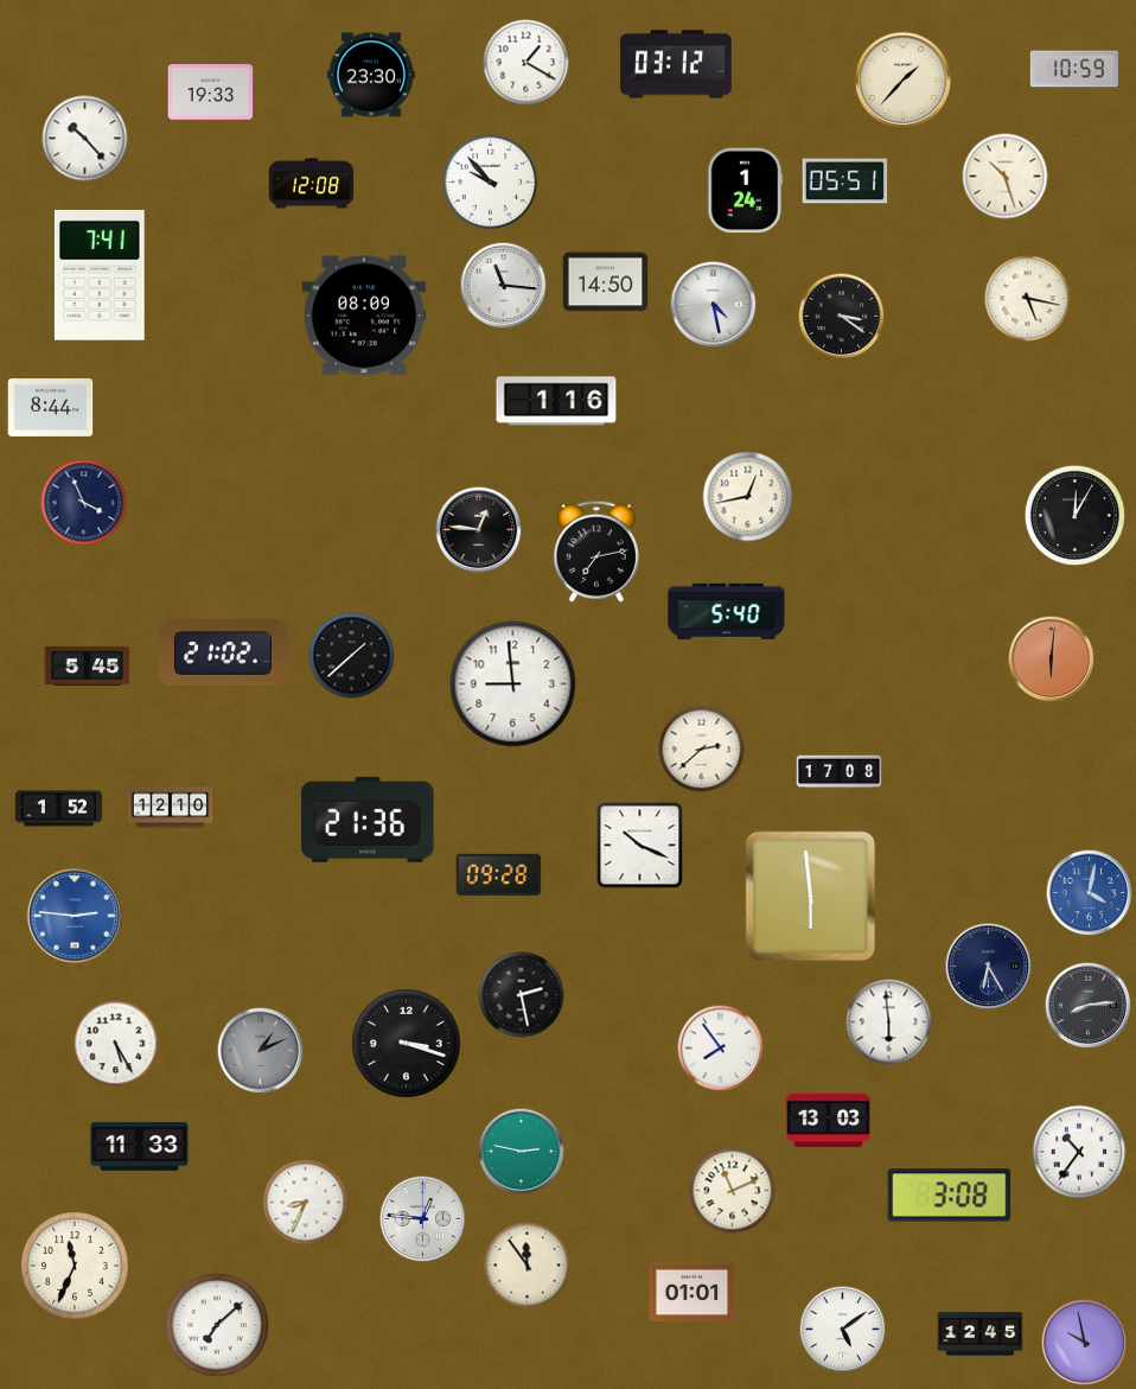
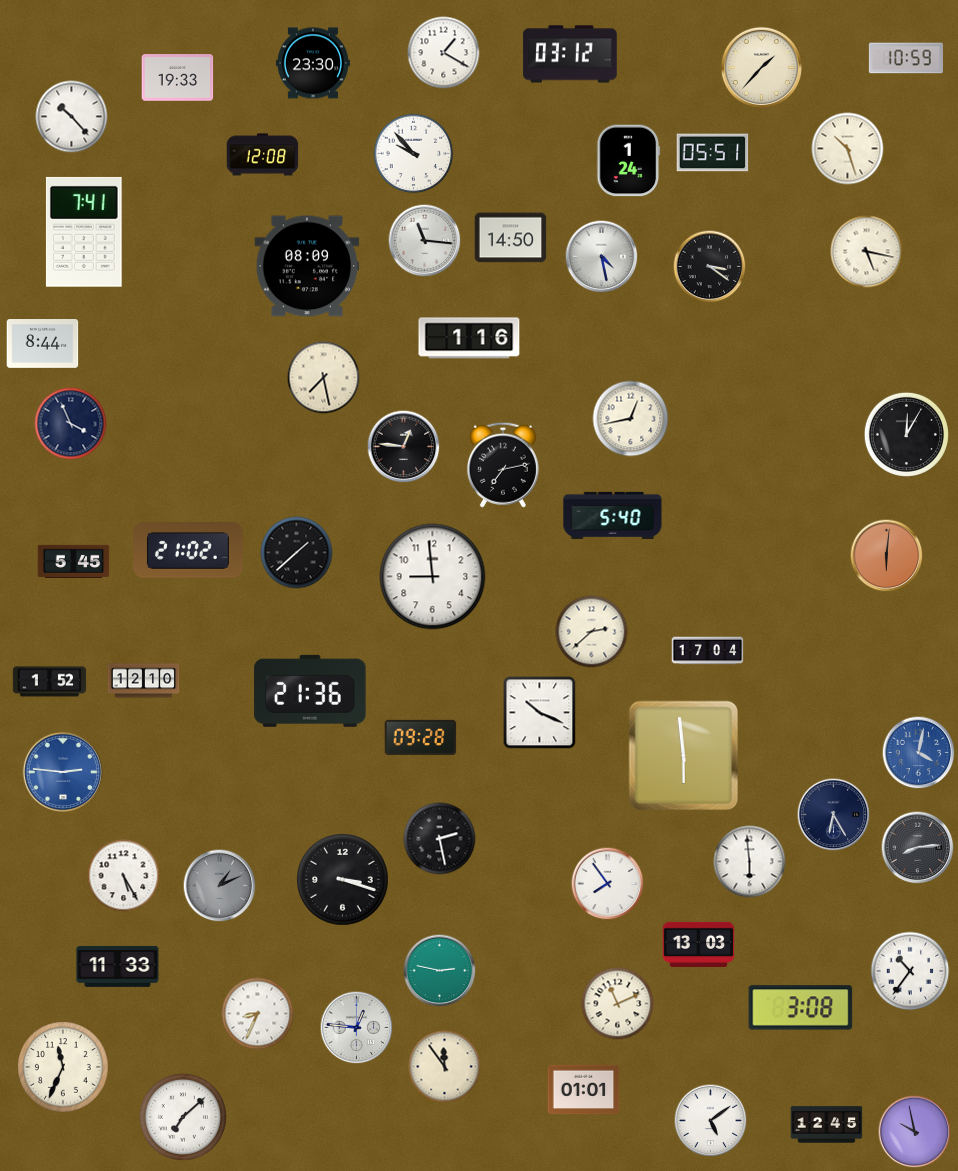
clock at (324, 378): none -> 7:28
clock at (840, 772): 17:08 -> 17:04
clock at (116, 1044) position: (116, 1044) -> (124, 876)
